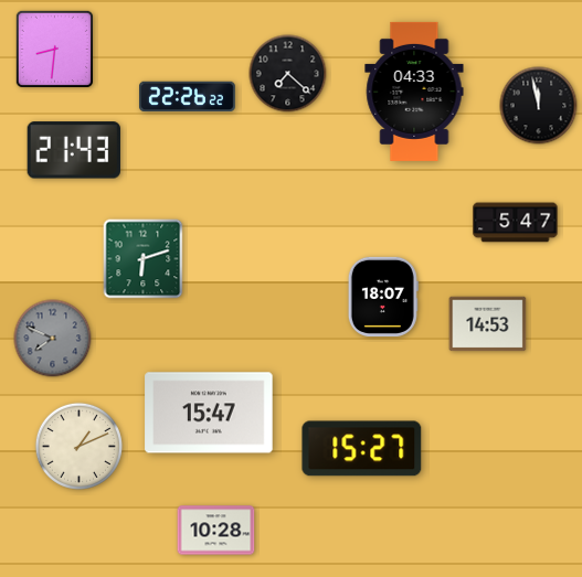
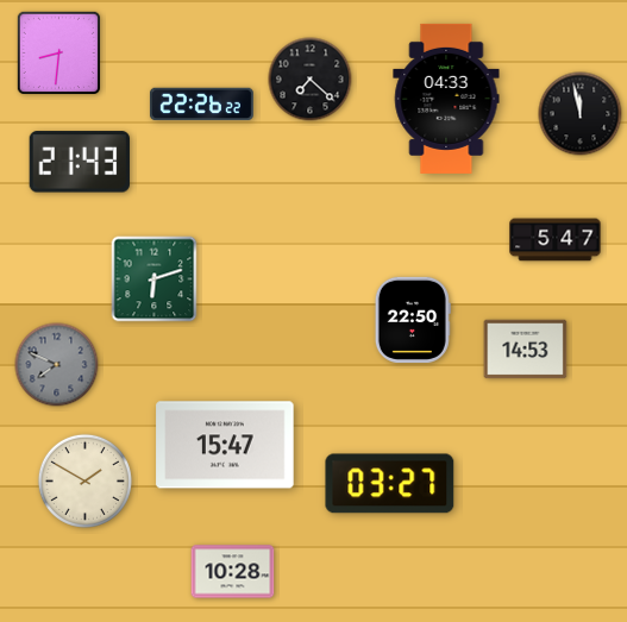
clock at (383, 297): 18:07 -> 22:50
clock at (78, 446): 1:11 -> 1:50
clock at (362, 449): 15:27 -> 03:27
